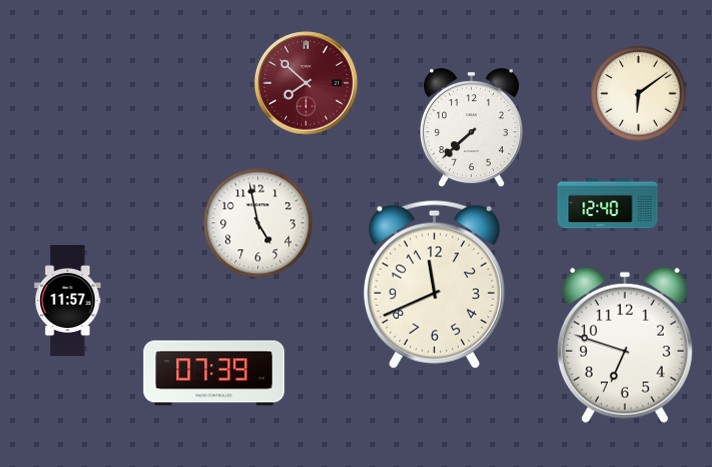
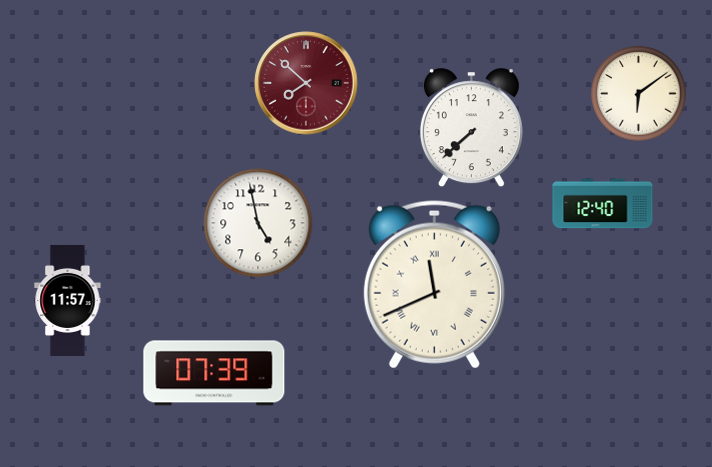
clock at (608, 204) position: (608, 204) -> (603, 204)
clock at (434, 285) numerals: Arabic -> Roman
clock at (625, 345): 6:48 -> none
